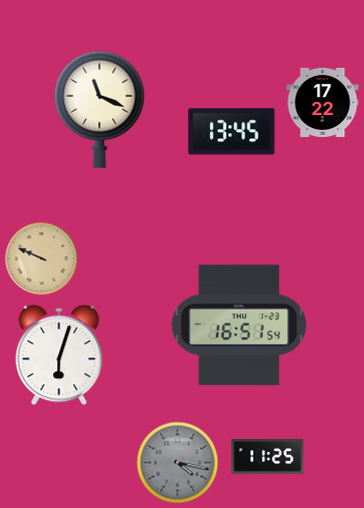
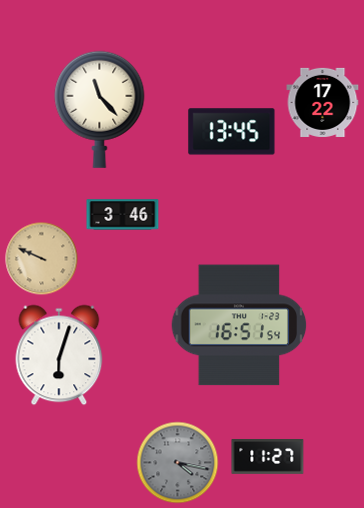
clock at (100, 109): 11:19 -> 11:23
clock at (123, 215): none -> 3:46
clock at (268, 457): 11:25 -> 11:27
